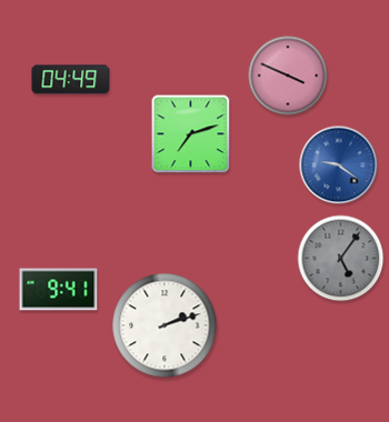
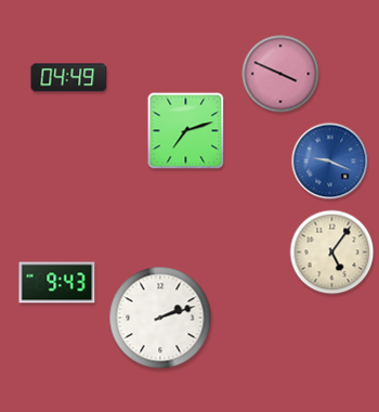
clock at (339, 165): 9:21 -> 9:19
clock at (341, 259) dial: grey -> cream
clock at (59, 290): 9:41 -> 9:43
